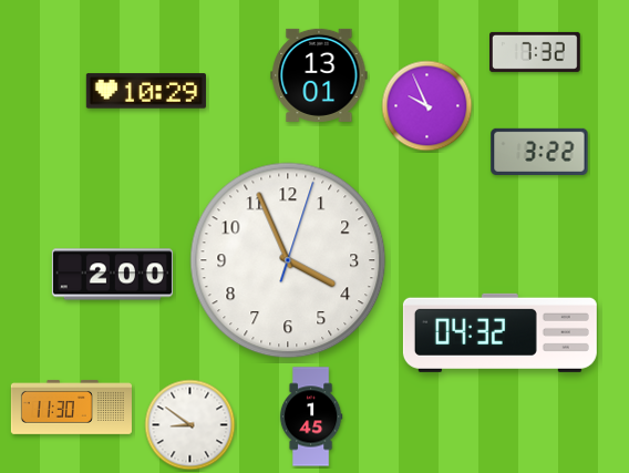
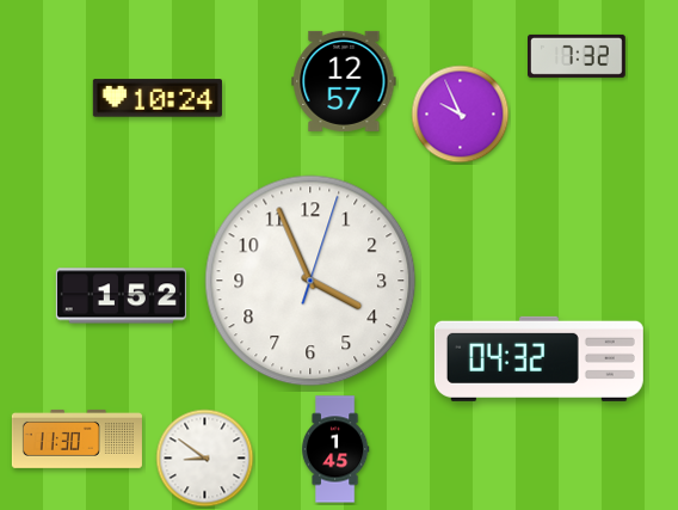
clock at (319, 75): 13:01 -> 12:57
clock at (146, 91): 10:29 -> 10:24
clock at (539, 152): 3:22 -> none
clock at (112, 275): 2:00 -> 1:52
